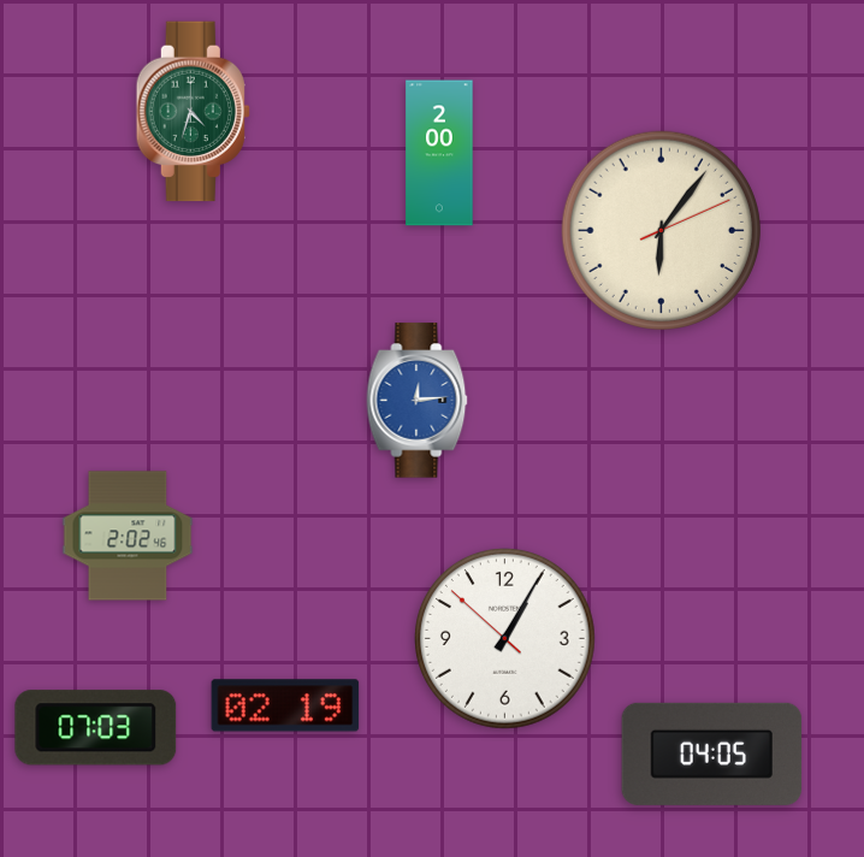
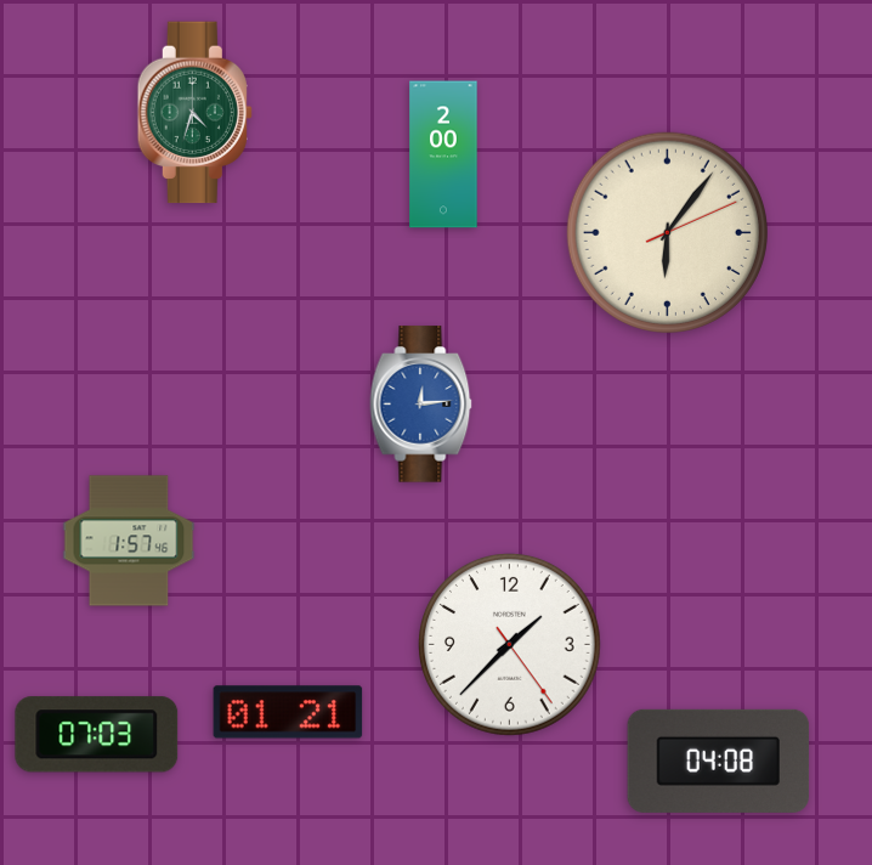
clock at (128, 536): 2:02 -> 1:57
clock at (505, 639): 1:04 -> 1:37
clock at (285, 705): 02:19 -> 01:21
clock at (712, 753): 04:05 -> 04:08
